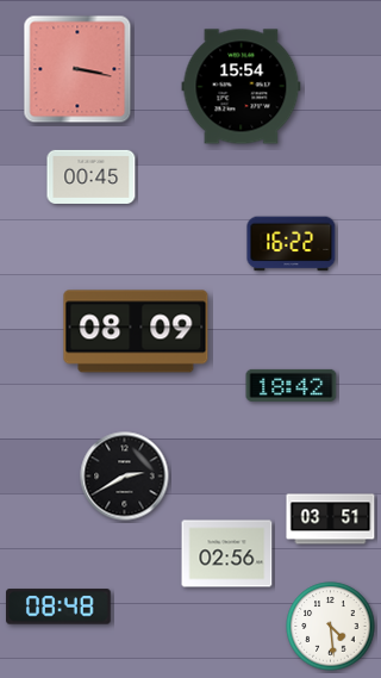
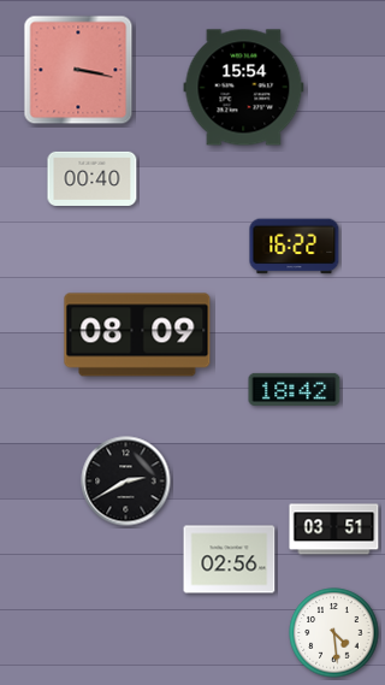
clock at (92, 176): 00:45 -> 00:40
clock at (331, 520) position: (331, 520) -> (334, 530)
clock at (60, 607): 08:48 -> none
